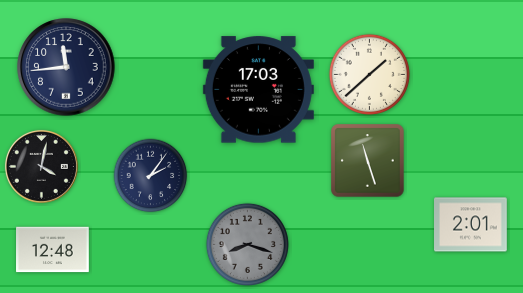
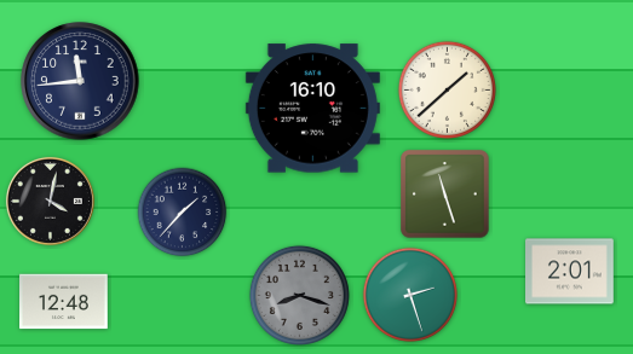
clock at (258, 90): 17:03 -> 16:10
clock at (151, 176): 2:06 -> 1:37
clock at (409, 294): none -> 2:27
